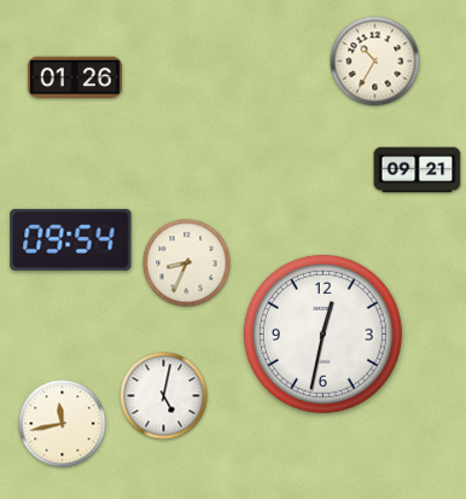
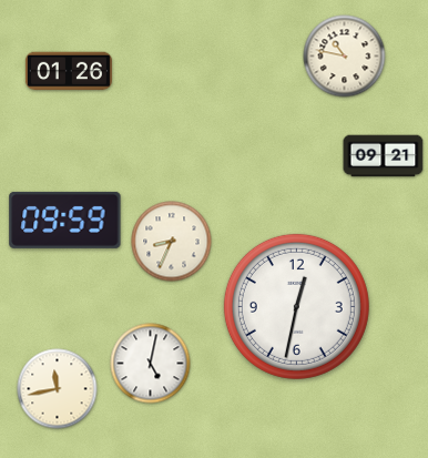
clock at (375, 62): 10:35 -> 10:47
clock at (71, 239): 09:54 -> 09:59
